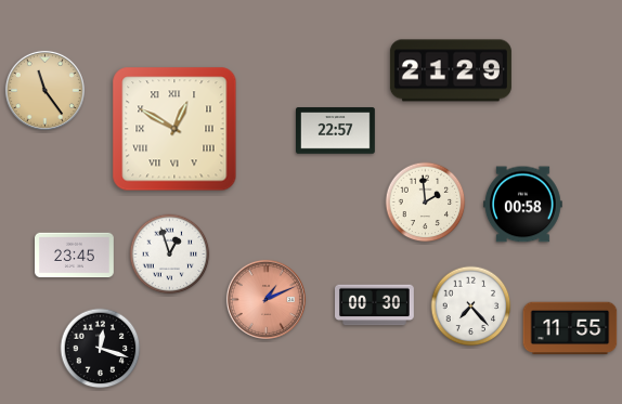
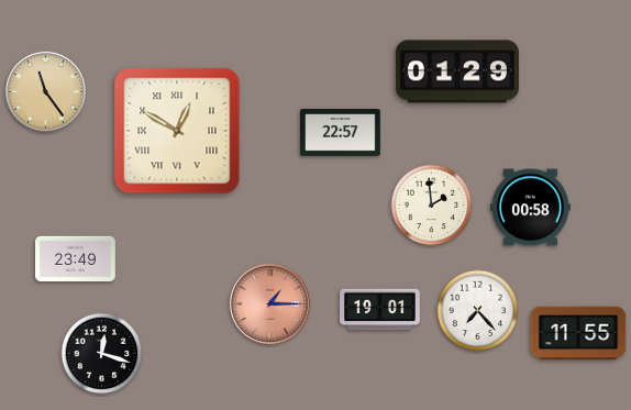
clock at (451, 70): 21:29 -> 01:29
clock at (170, 255): 12:57 -> none
clock at (75, 256): 23:45 -> 23:49
clock at (265, 299): 1:11 -> 1:15
clock at (375, 305): 00:30 -> 19:01
